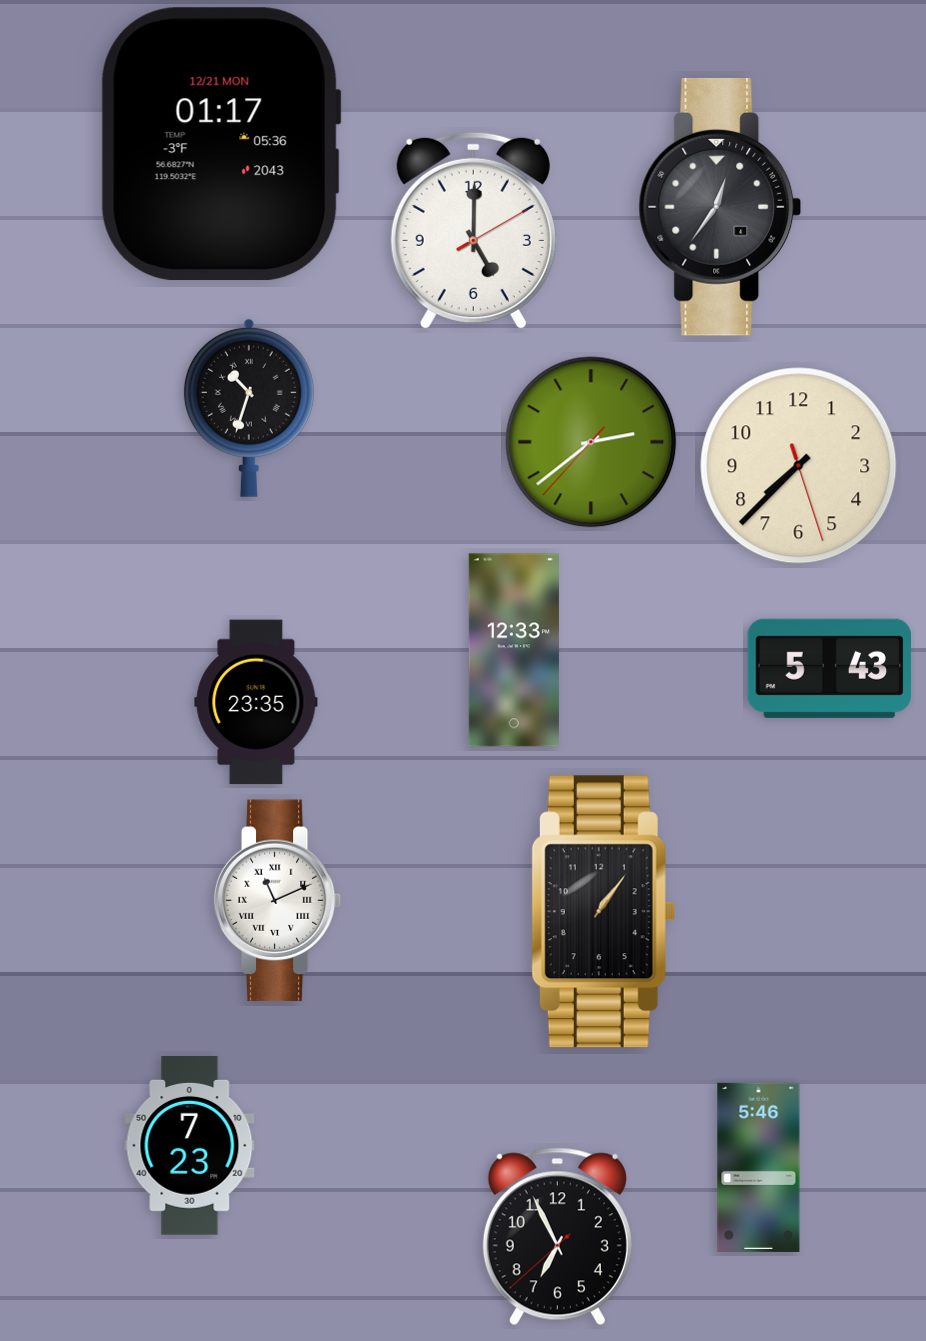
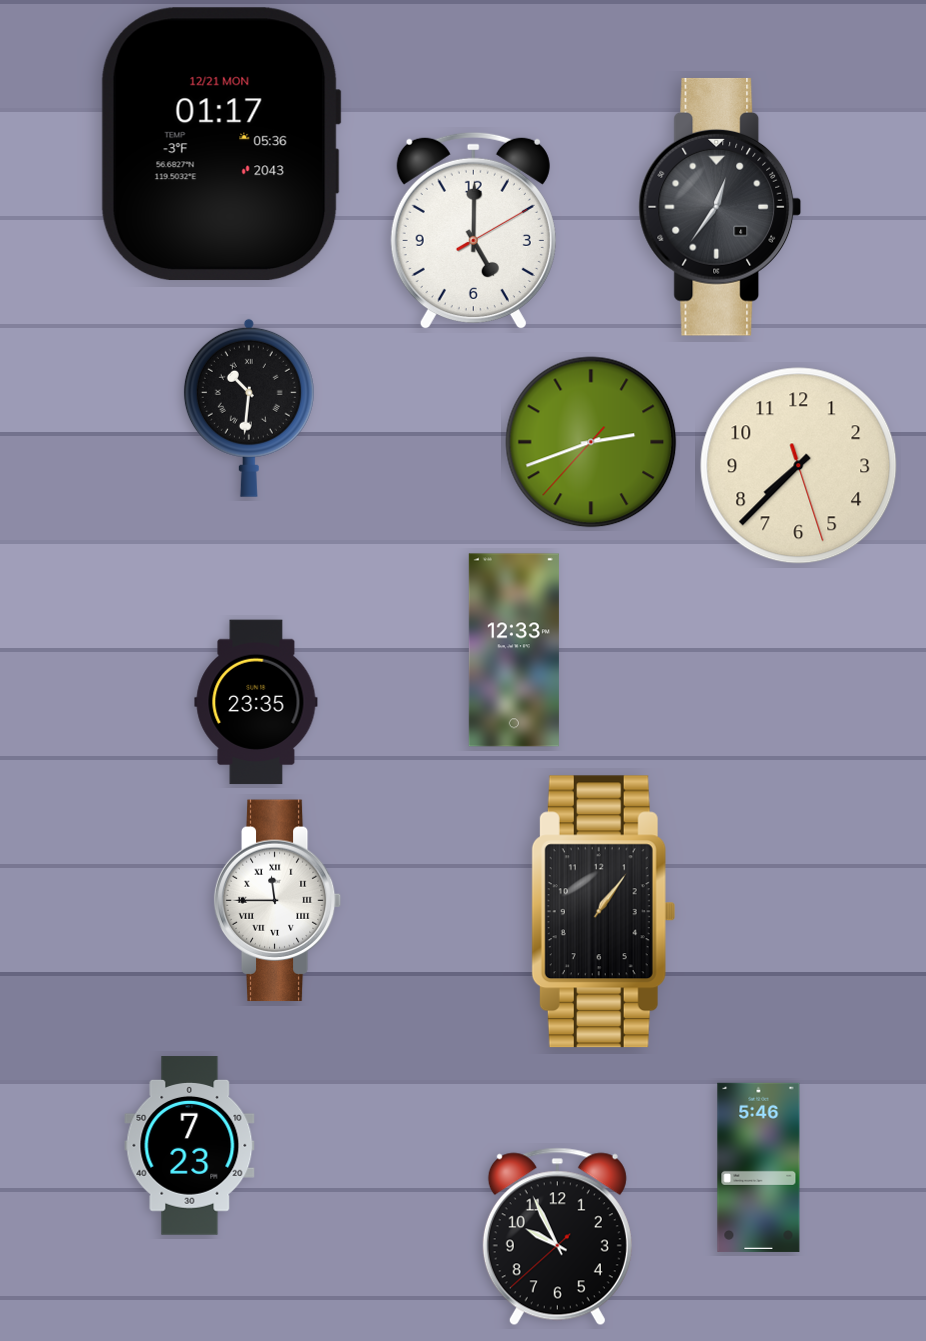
clock at (249, 408): 10:33 -> 10:31
clock at (591, 442): 2:38 -> 2:41
clock at (830, 668): 5:43 -> none
clock at (278, 901): 11:11 -> 11:45
clock at (557, 1237): 6:55 -> 9:55
